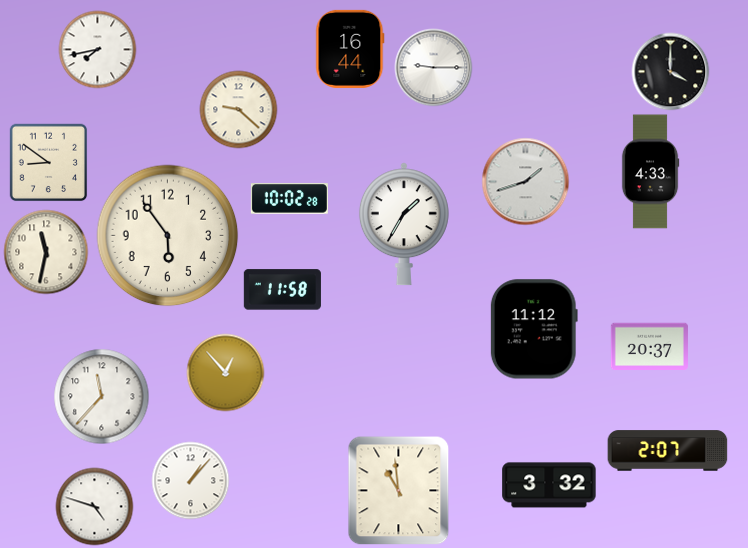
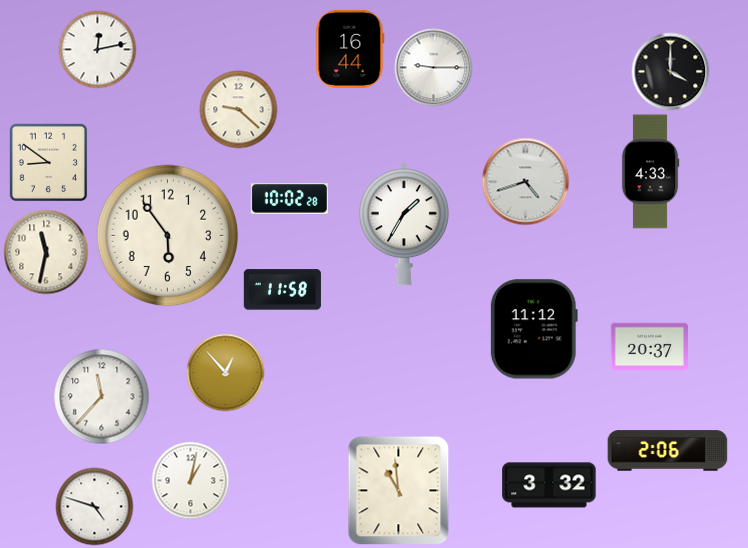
clock at (97, 49): 7:43 -> 12:13
clock at (525, 181): 1:42 -> 4:42
clock at (668, 451): 2:07 -> 2:06
clock at (190, 480): 1:07 -> 1:02
